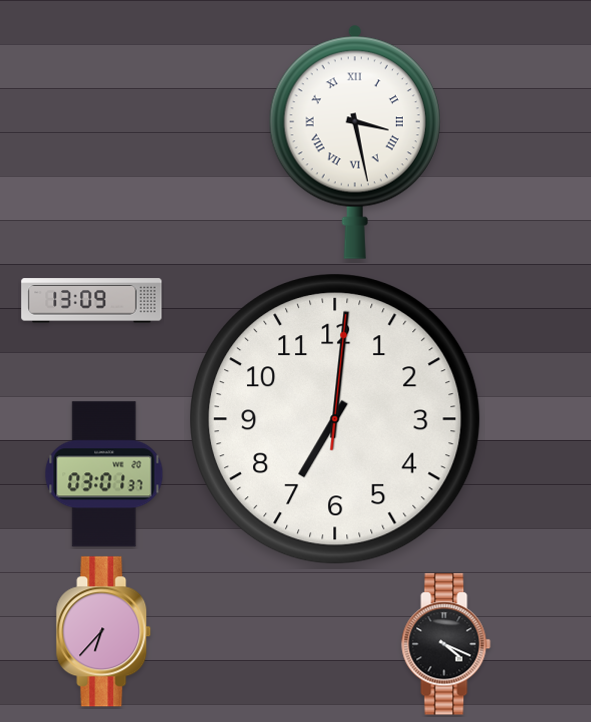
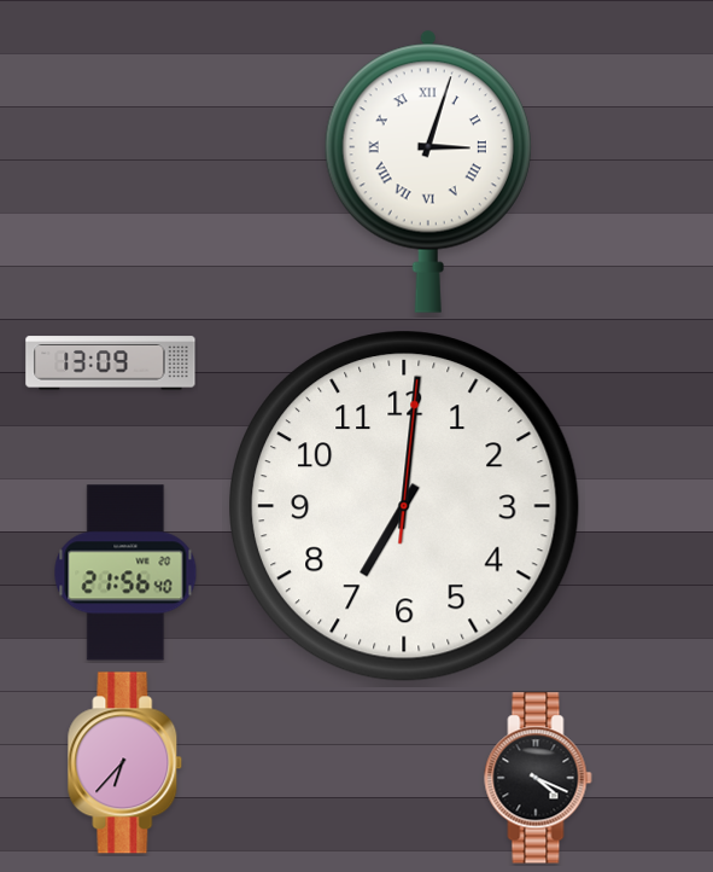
clock at (355, 142): 3:28 -> 3:03
clock at (104, 474): 03:01 -> 21:56
